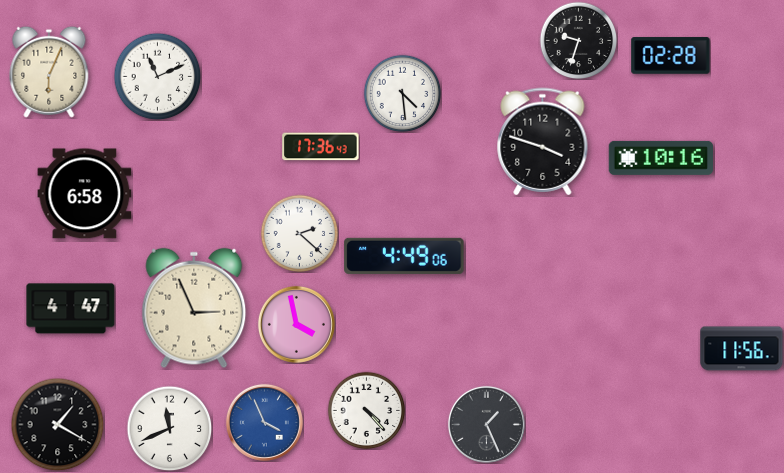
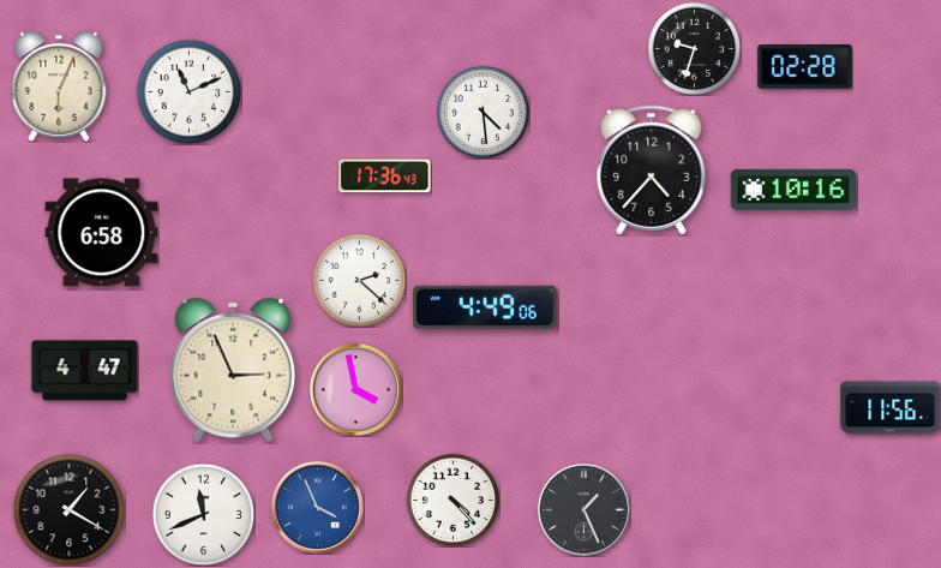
clock at (543, 142): 3:48 -> 4:37
clock at (742, 349) position: (742, 349) -> (891, 408)
clock at (366, 410) position: (366, 410) -> (452, 500)
